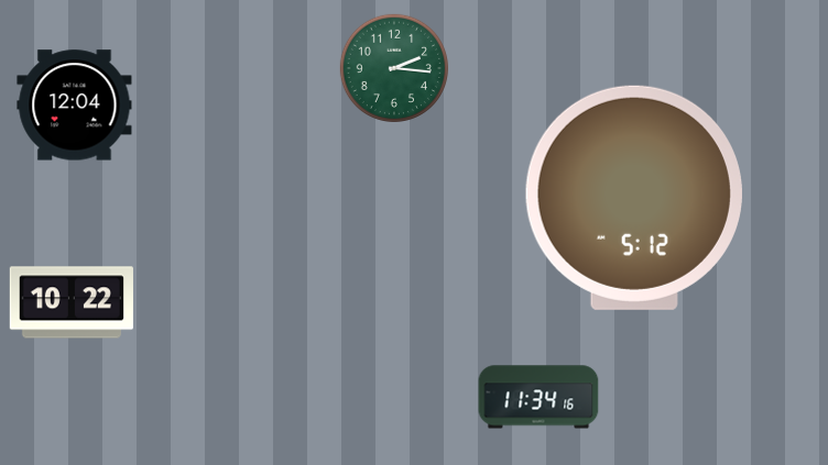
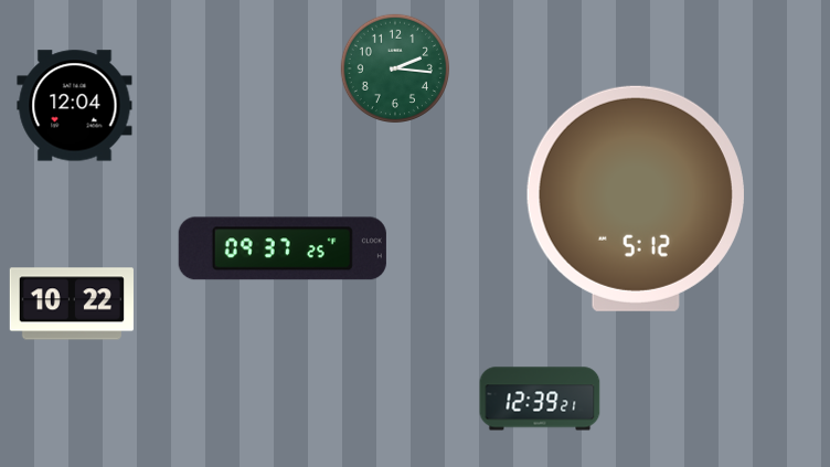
clock at (283, 248): none -> 09:37
clock at (538, 397): 11:34 -> 12:39
